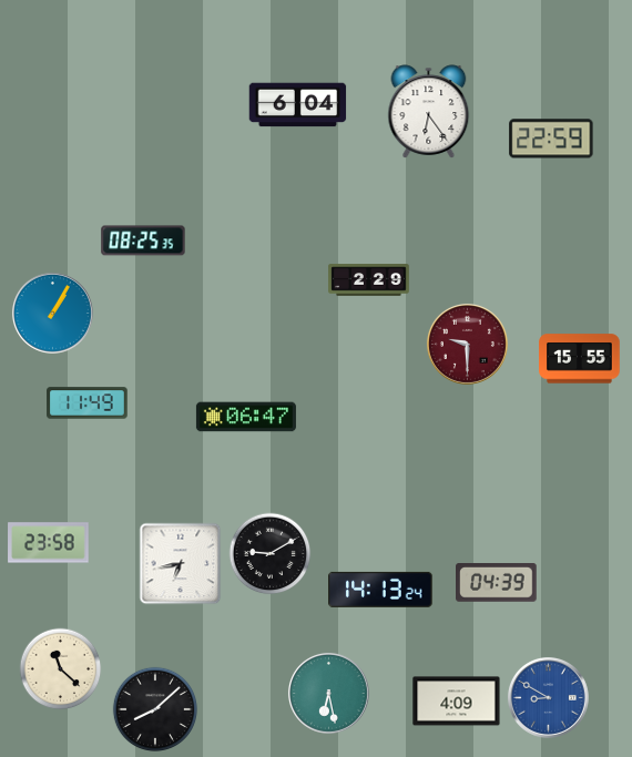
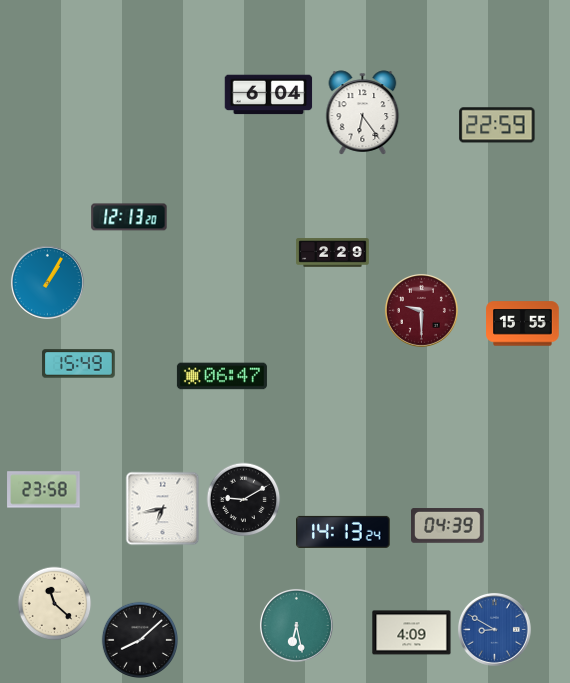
clock at (429, 112) position: (429, 112) -> (363, 113)
clock at (143, 241): 08:25 -> 12:13
clock at (88, 403): 11:49 -> 15:49
